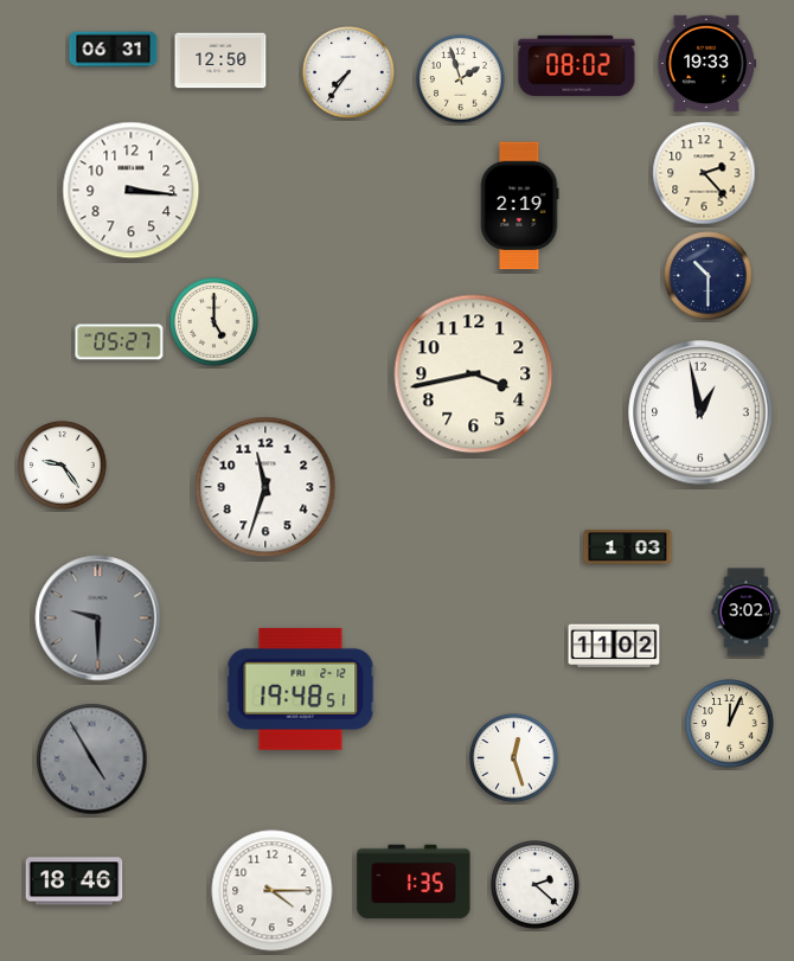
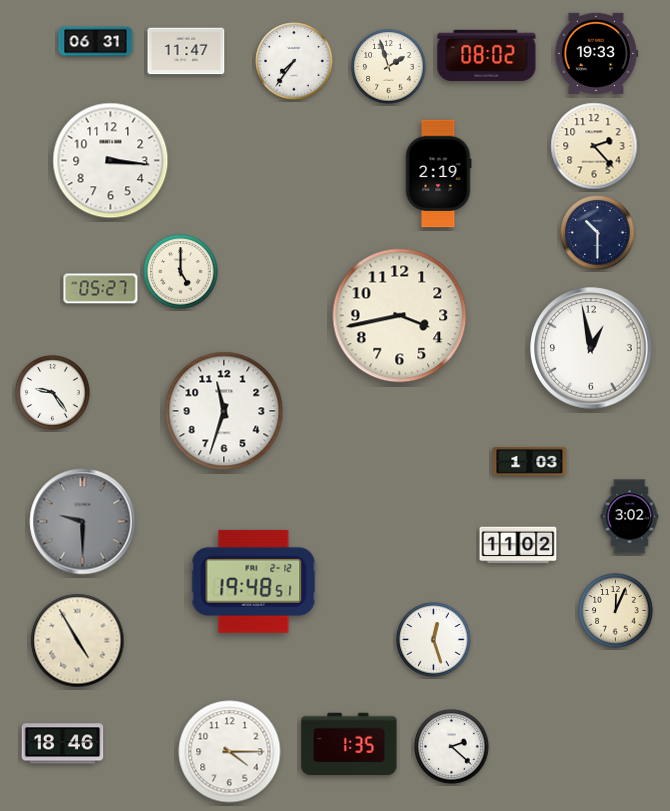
clock at (220, 60): 12:50 -> 11:47
clock at (92, 760) dial: grey -> cream
